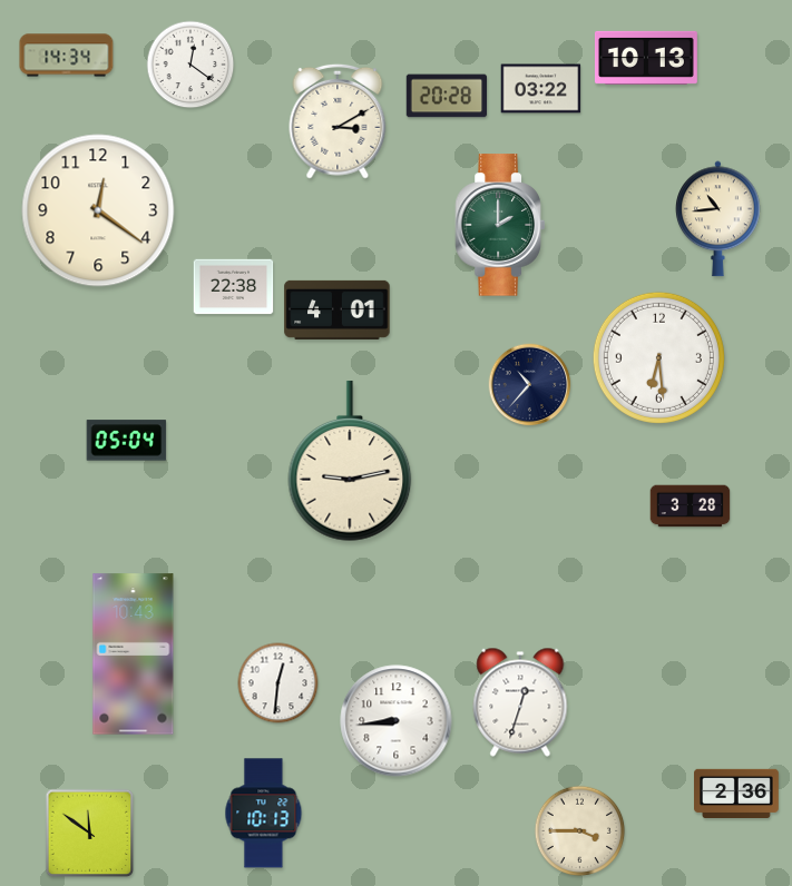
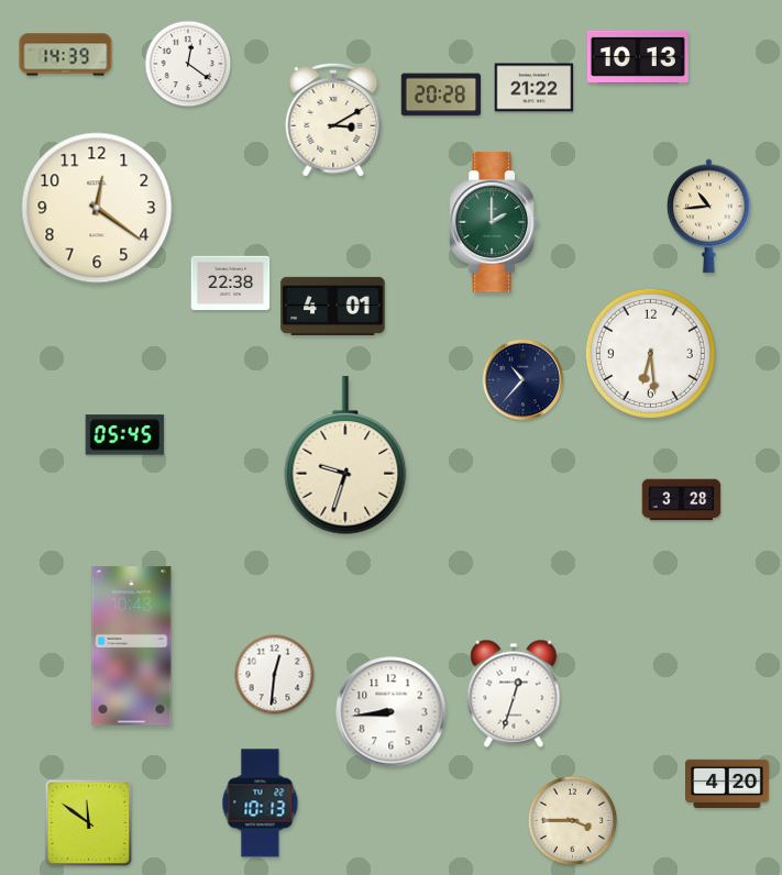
clock at (67, 56): 14:34 -> 14:39
clock at (541, 89): 03:22 -> 21:22
clock at (127, 441): 05:04 -> 05:45
clock at (350, 462): 9:13 -> 9:33
clock at (737, 793): 2:36 -> 4:20
